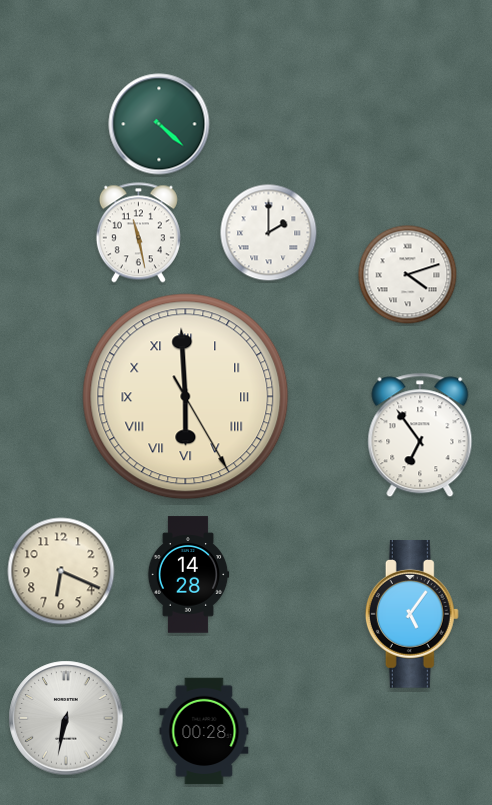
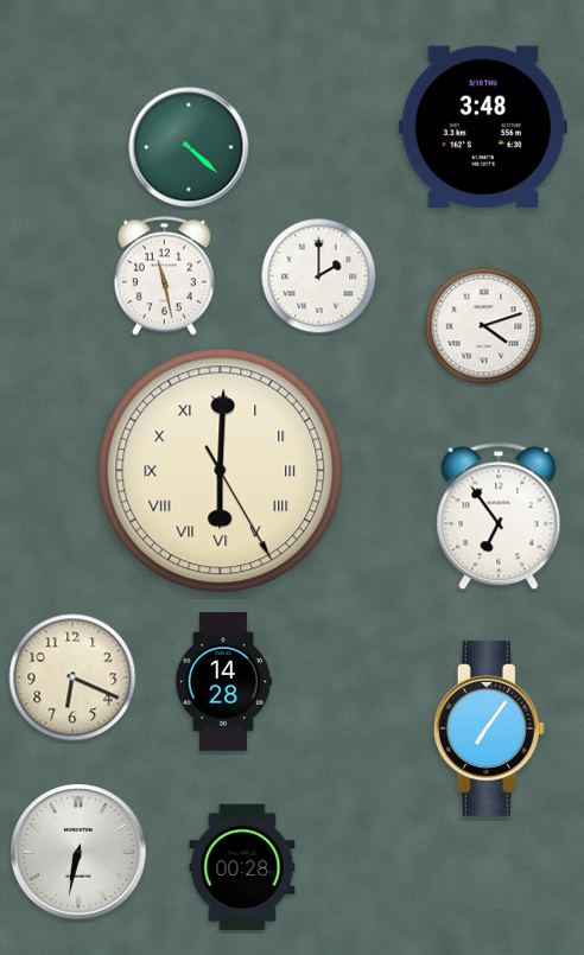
clock at (483, 127): none -> 3:48
clock at (186, 397): 5:59 -> 6:00
clock at (412, 615): 5:06 -> 7:06
